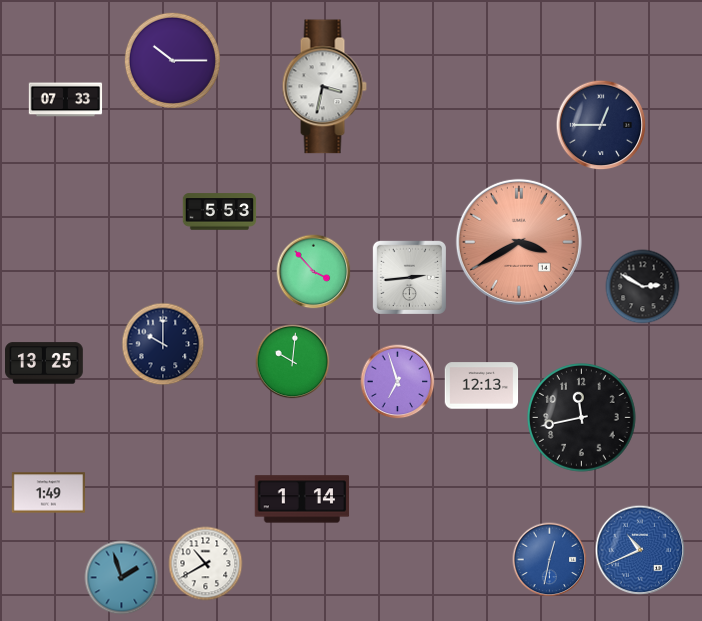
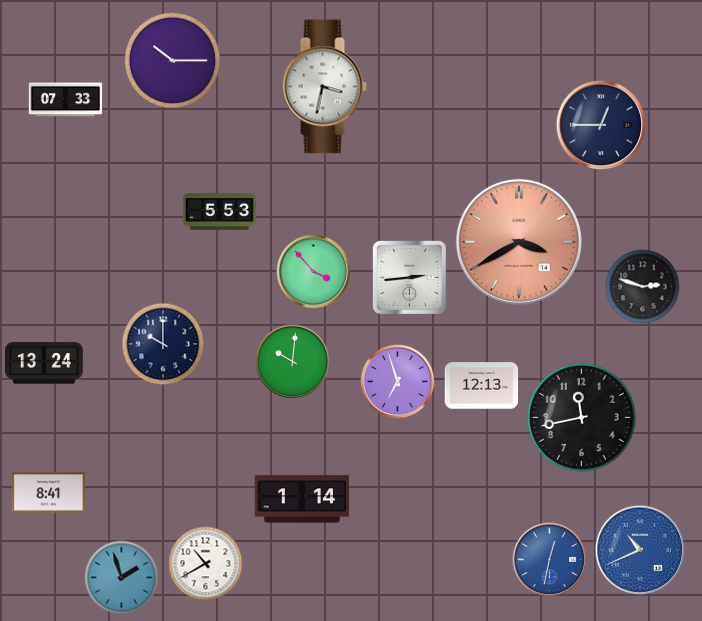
clock at (643, 287): 2:50 -> 2:48
clock at (45, 363): 13:25 -> 13:24
clock at (49, 493): 1:49 -> 8:41
